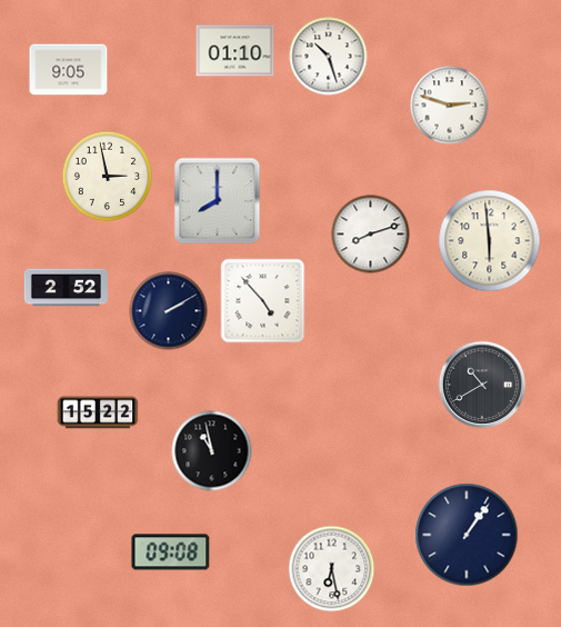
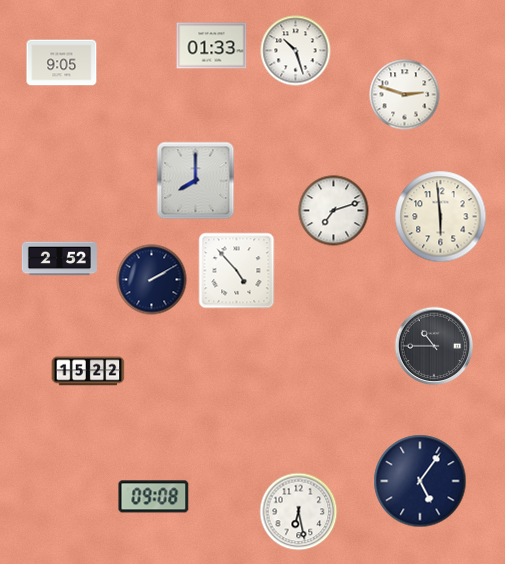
clock at (236, 51): 01:10 -> 01:33
clock at (108, 177): 2:58 -> none
clock at (371, 235): 8:12 -> 7:12
clock at (482, 385): 10:40 -> 10:45
clock at (212, 451): 10:58 -> none
clock at (467, 535): 1:06 -> 5:06
